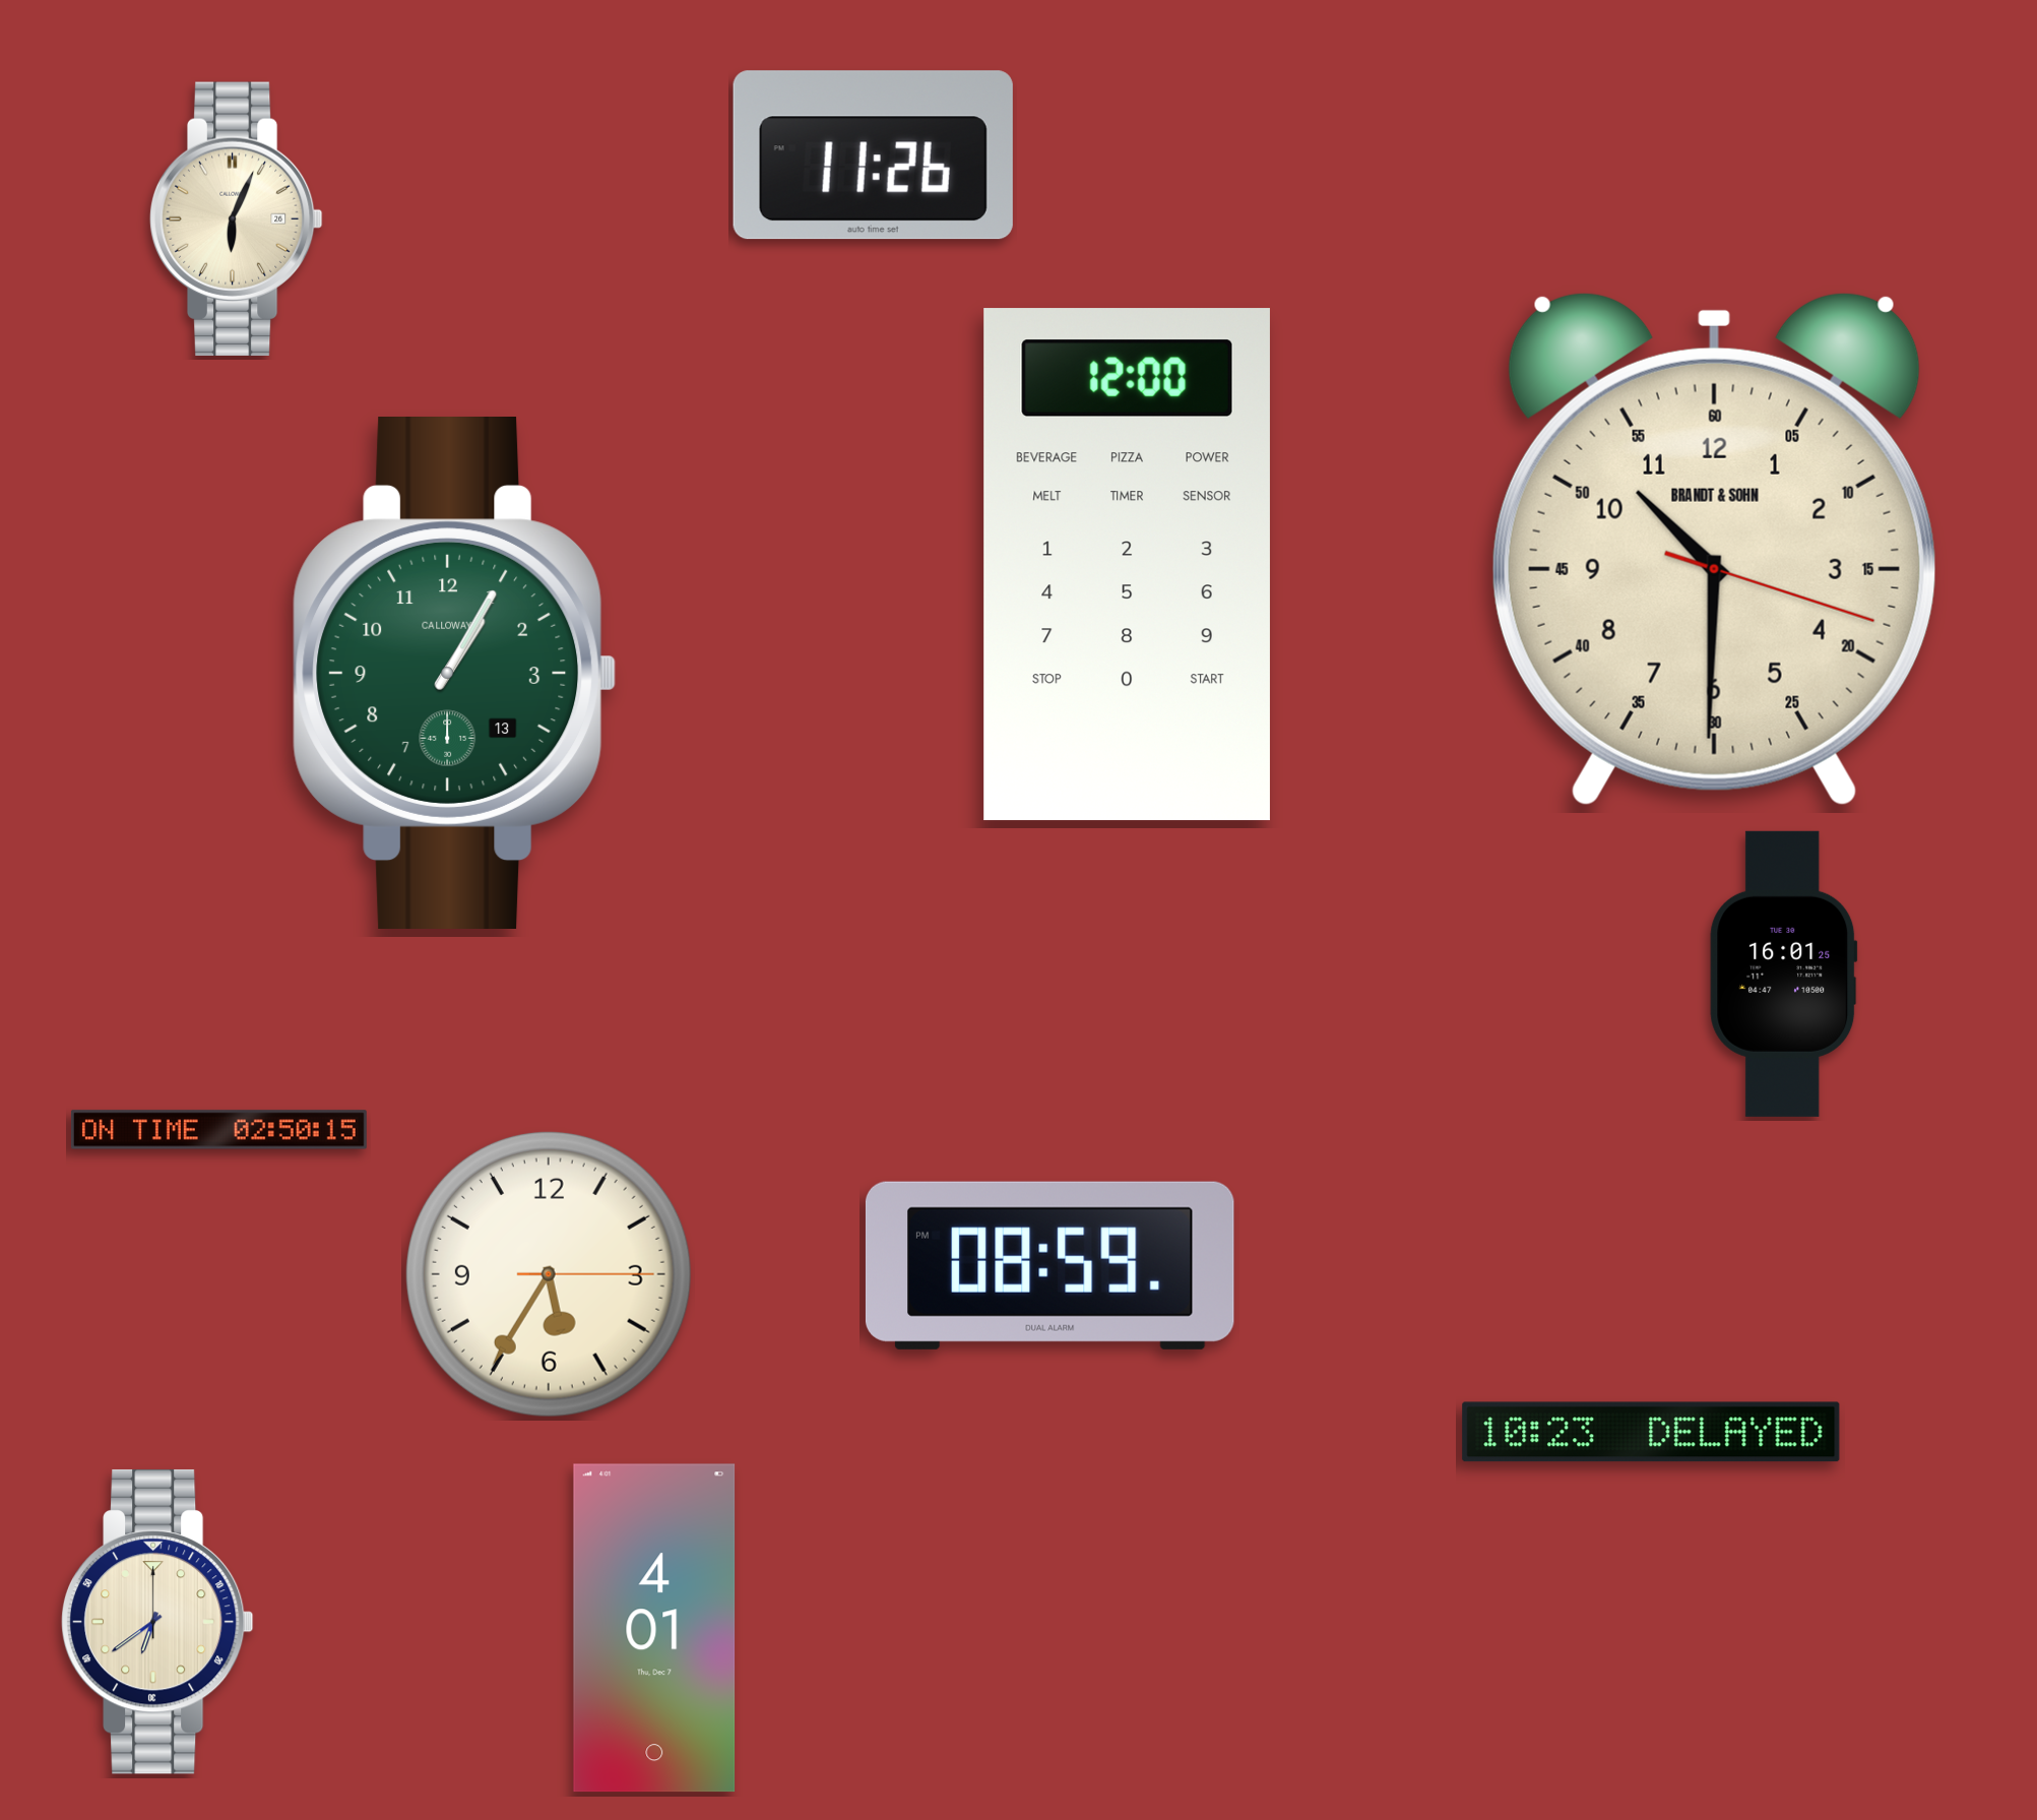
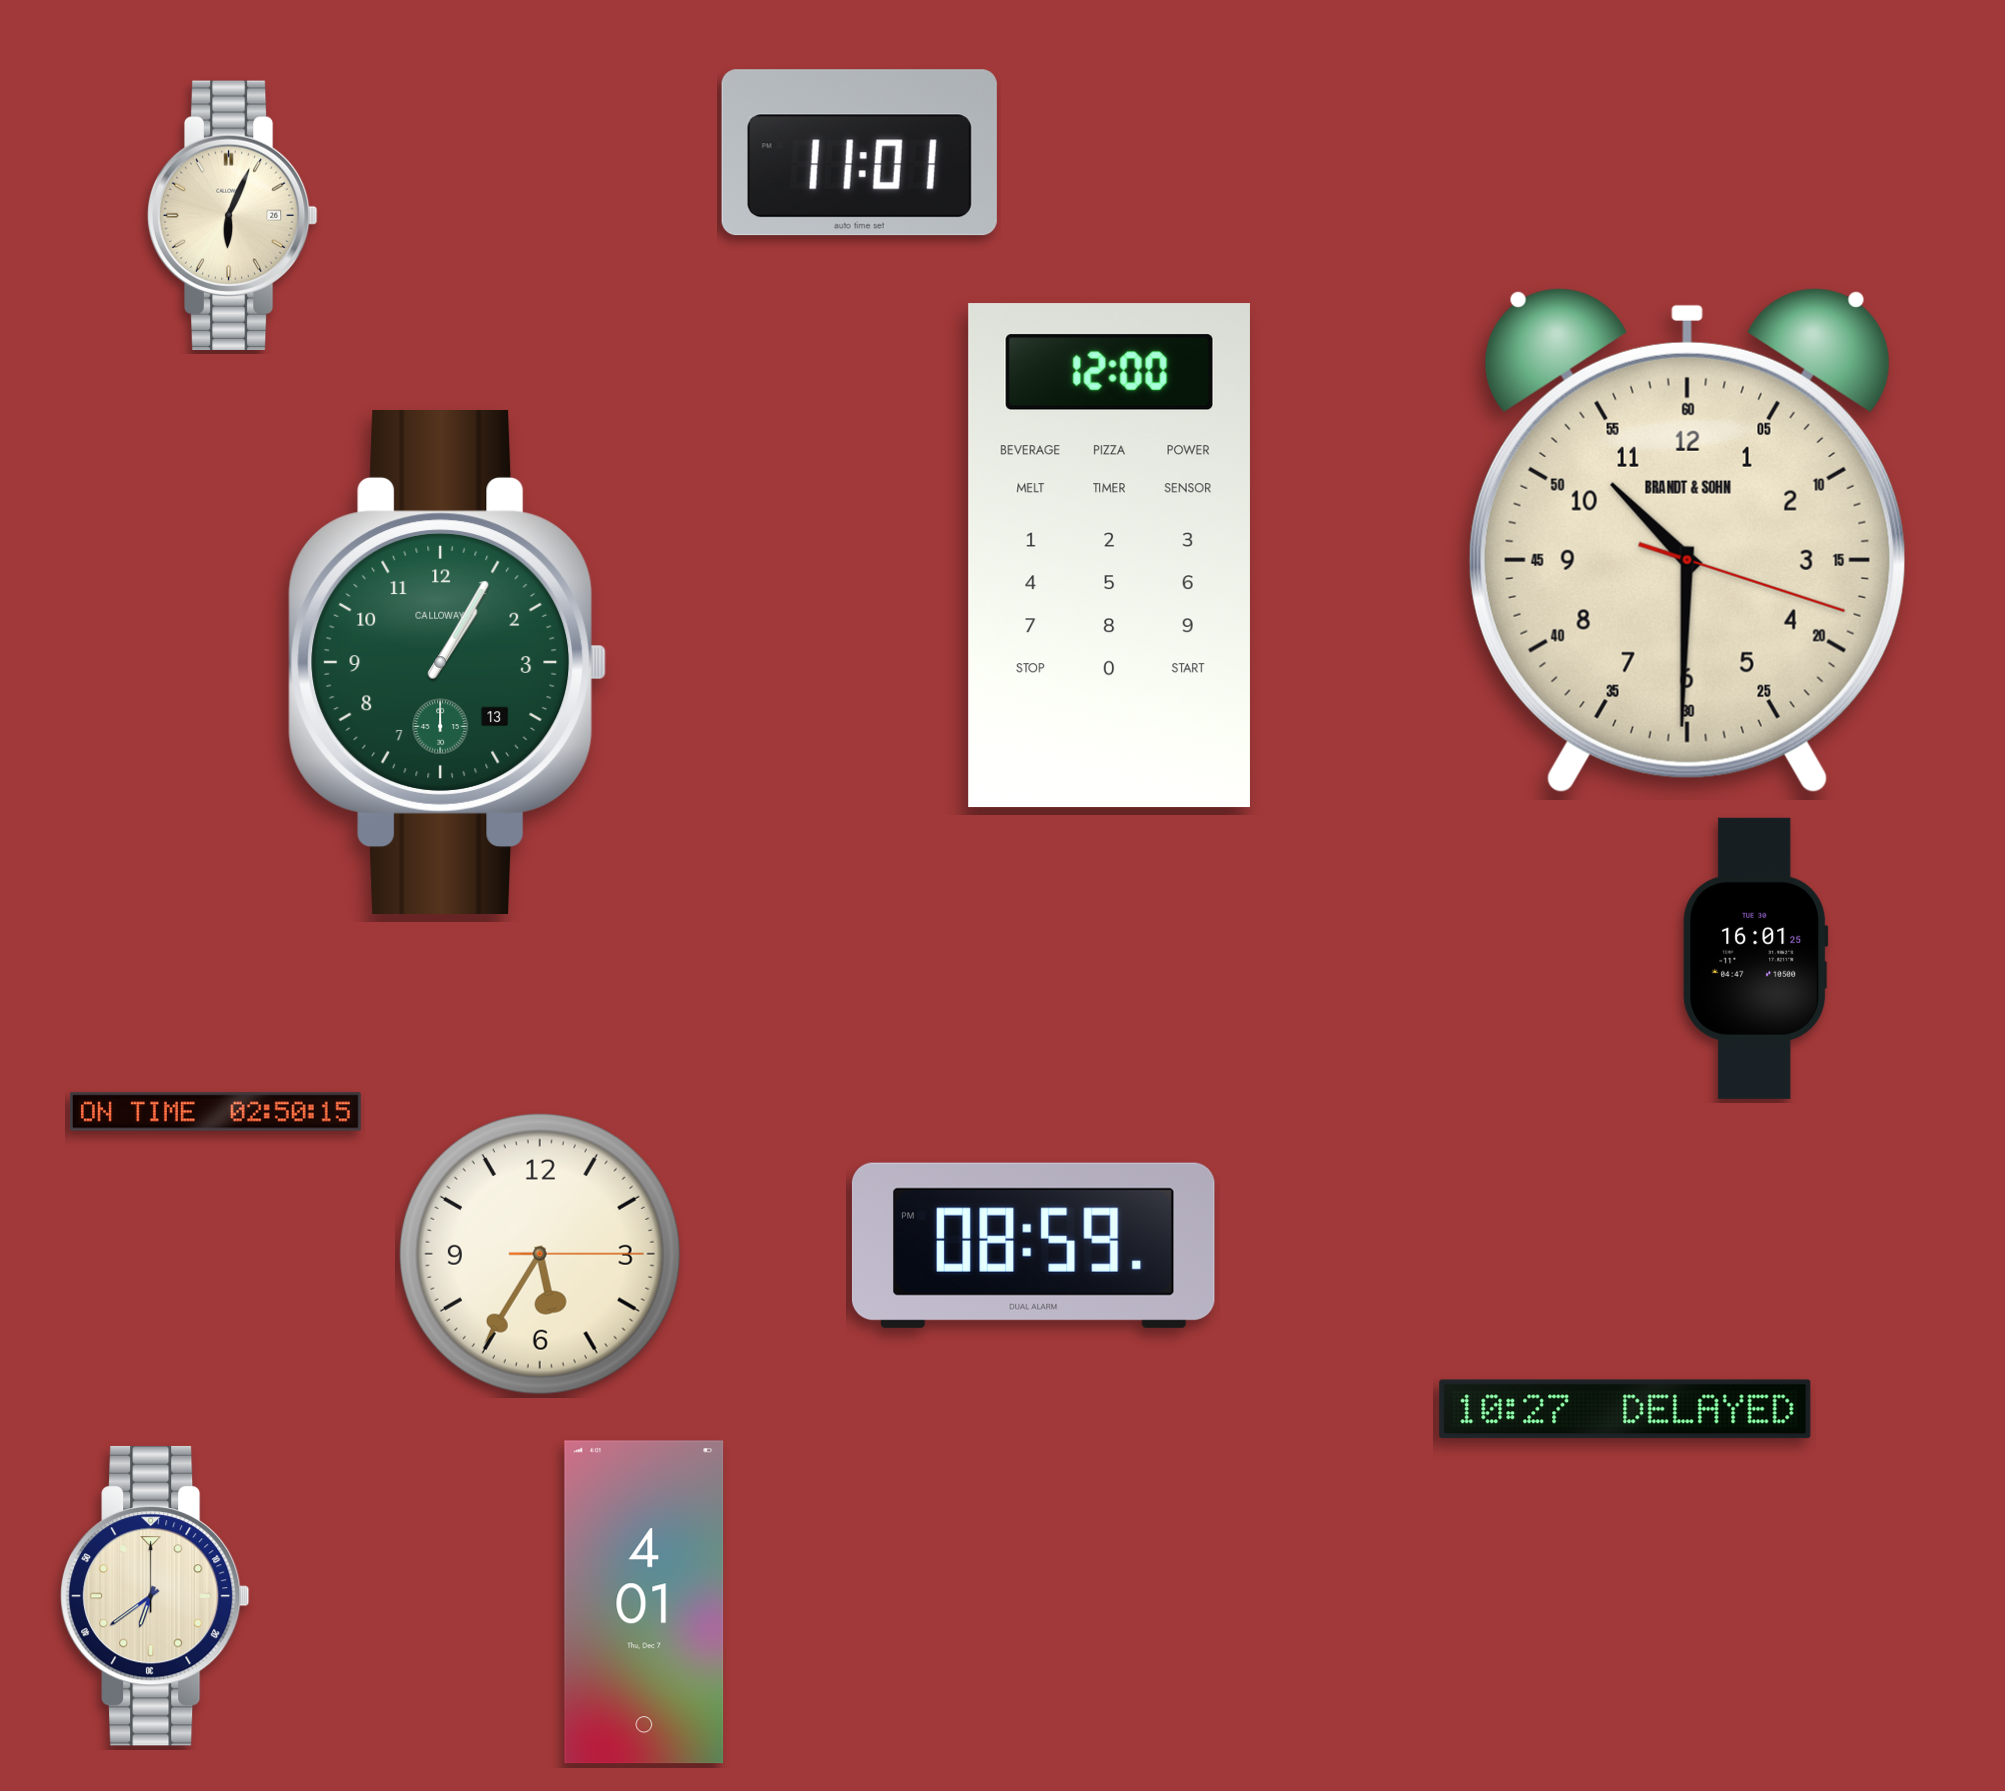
clock at (873, 155): 11:26 -> 11:01
clock at (1651, 1432): 10:23 -> 10:27
